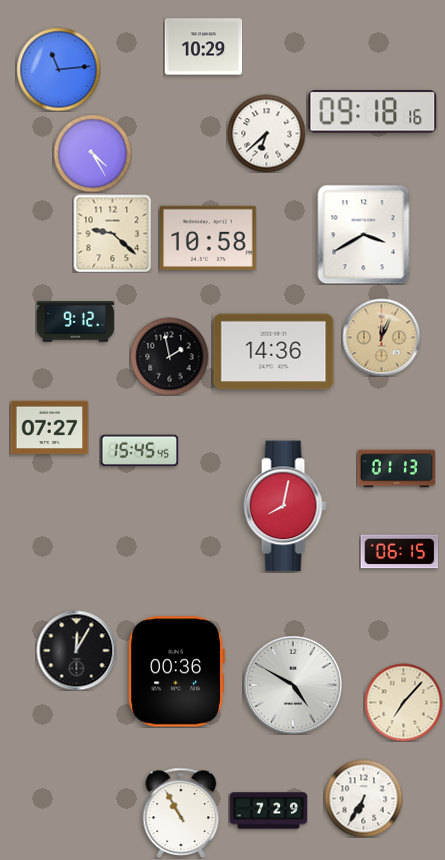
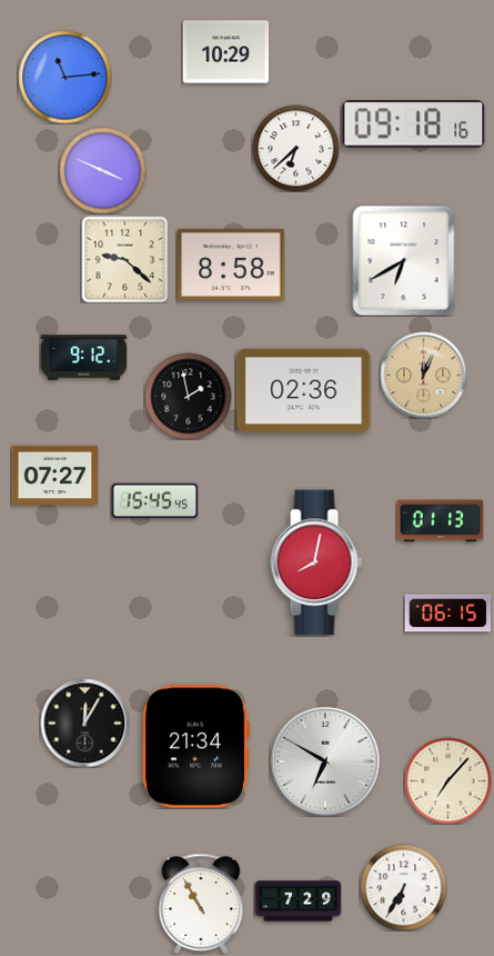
clock at (92, 153): 4:25 -> 3:49
clock at (364, 234): 3:40 -> 6:40
clock at (209, 238): 10:58 -> 8:58
clock at (274, 352): 14:36 -> 02:36
clock at (399, 552) position: (399, 552) -> (447, 614)
clock at (176, 672): 00:36 -> 21:34
clock at (293, 685): 4:50 -> 6:50
